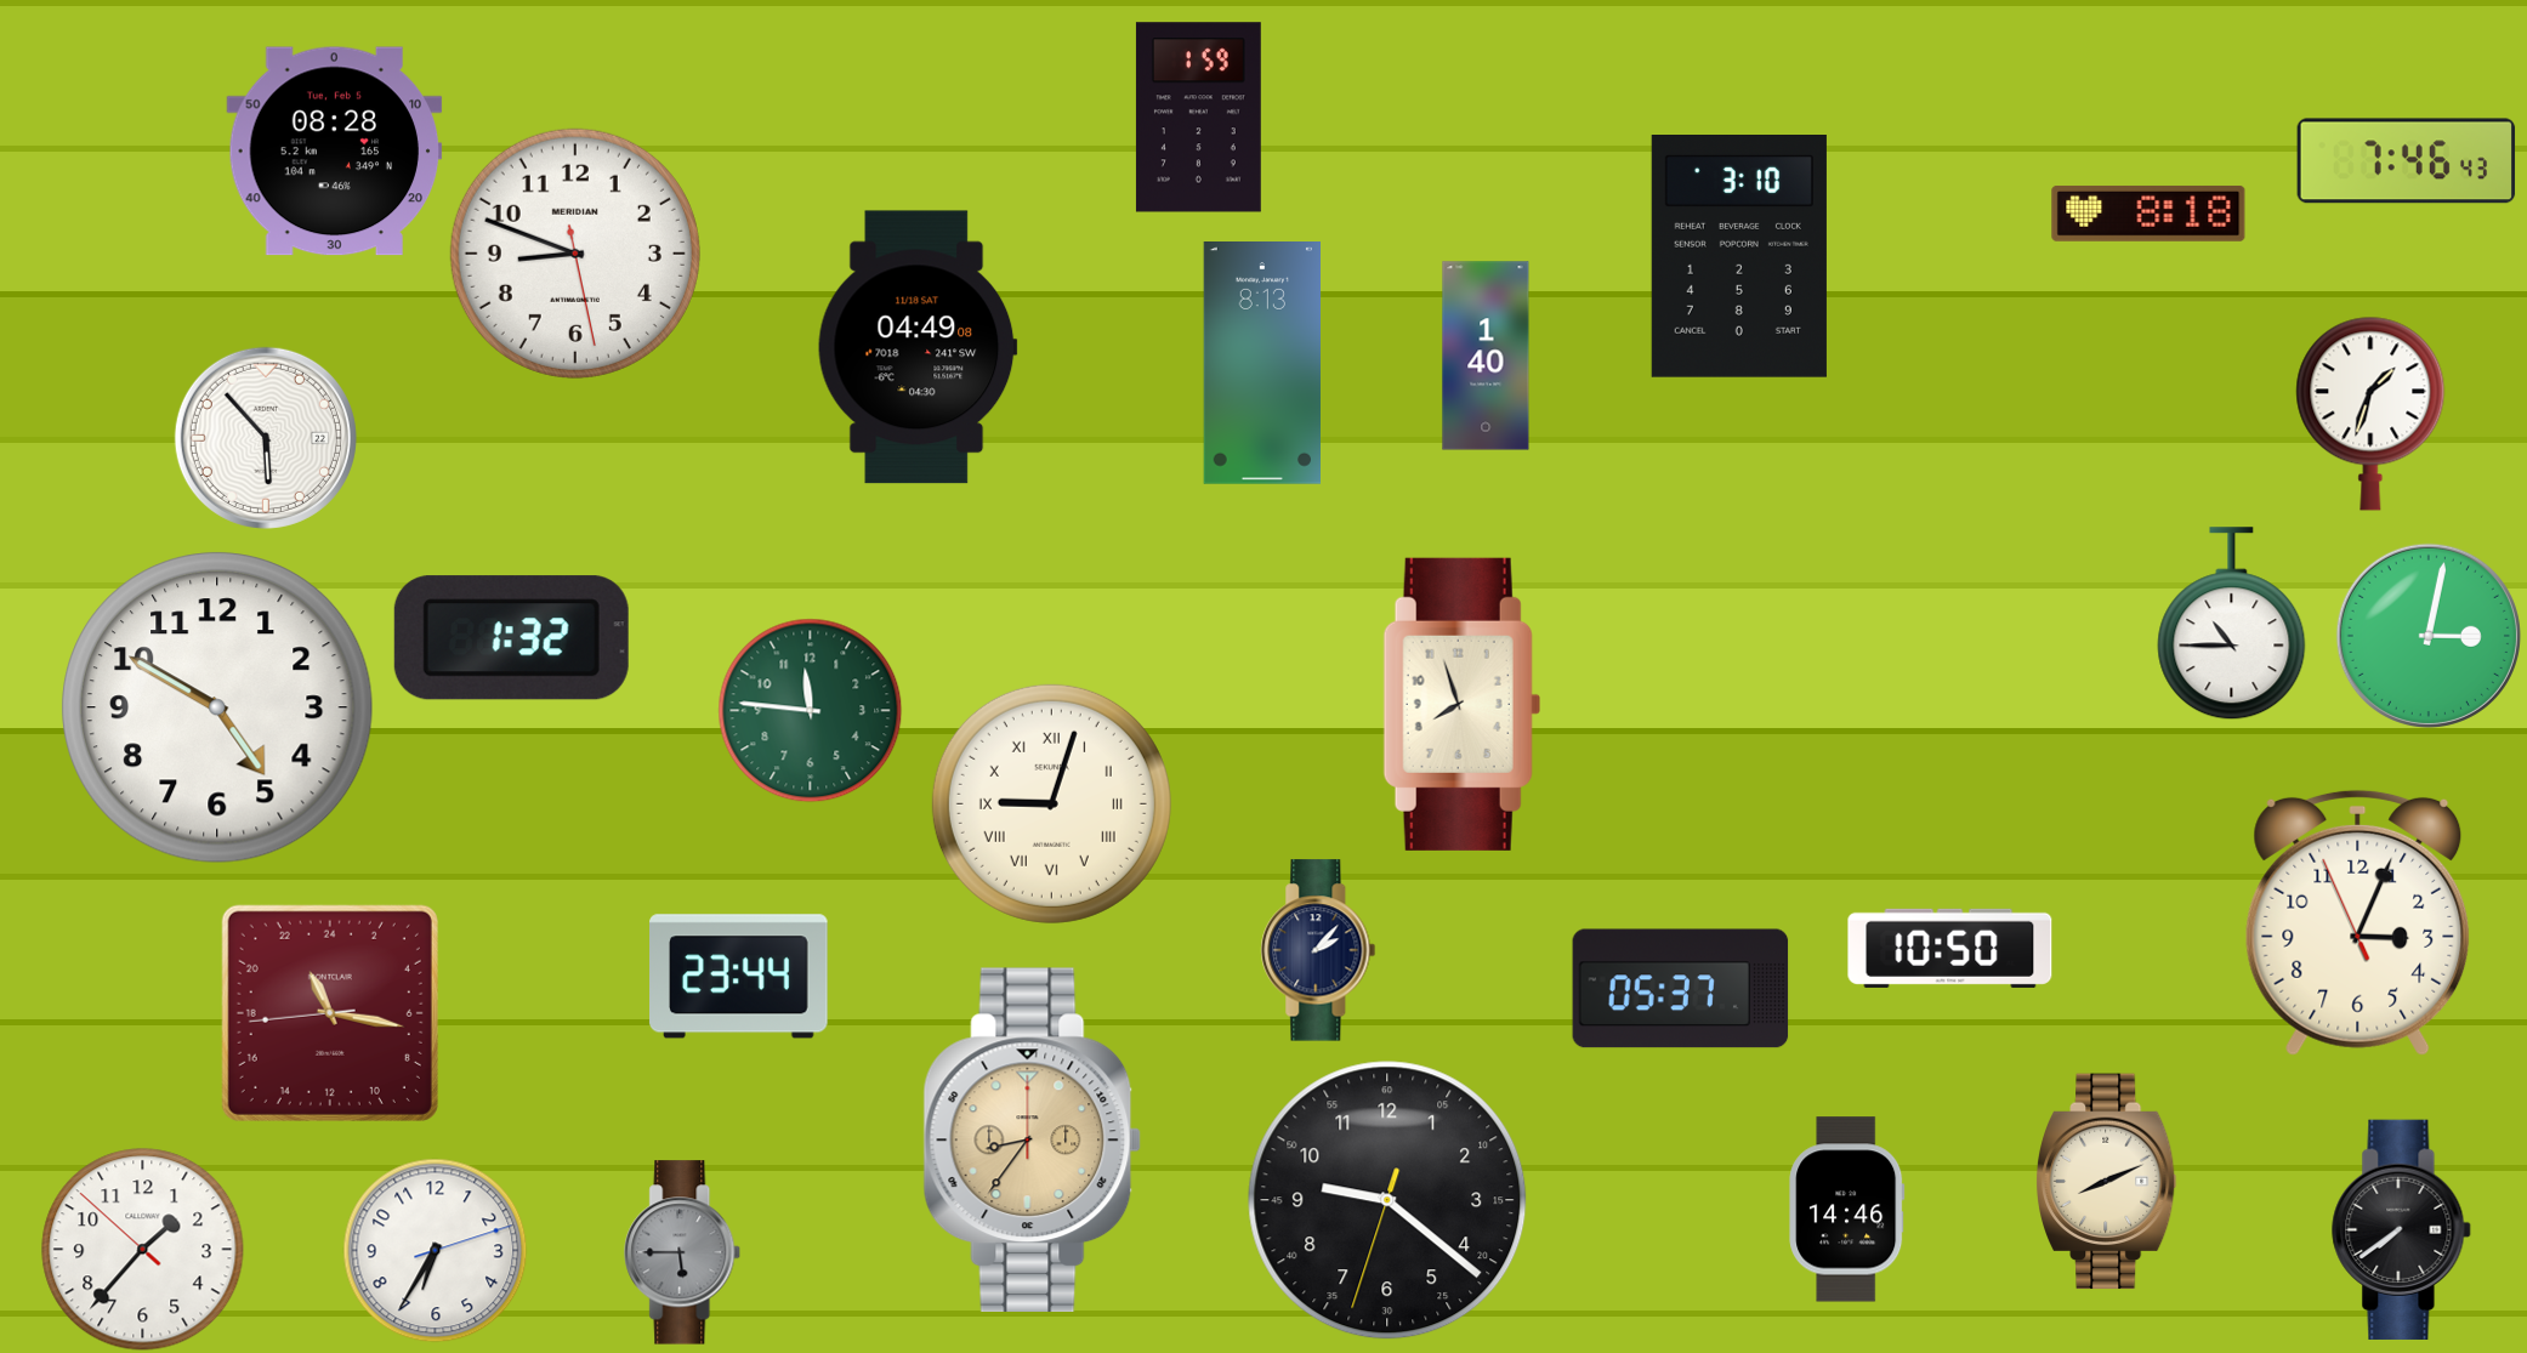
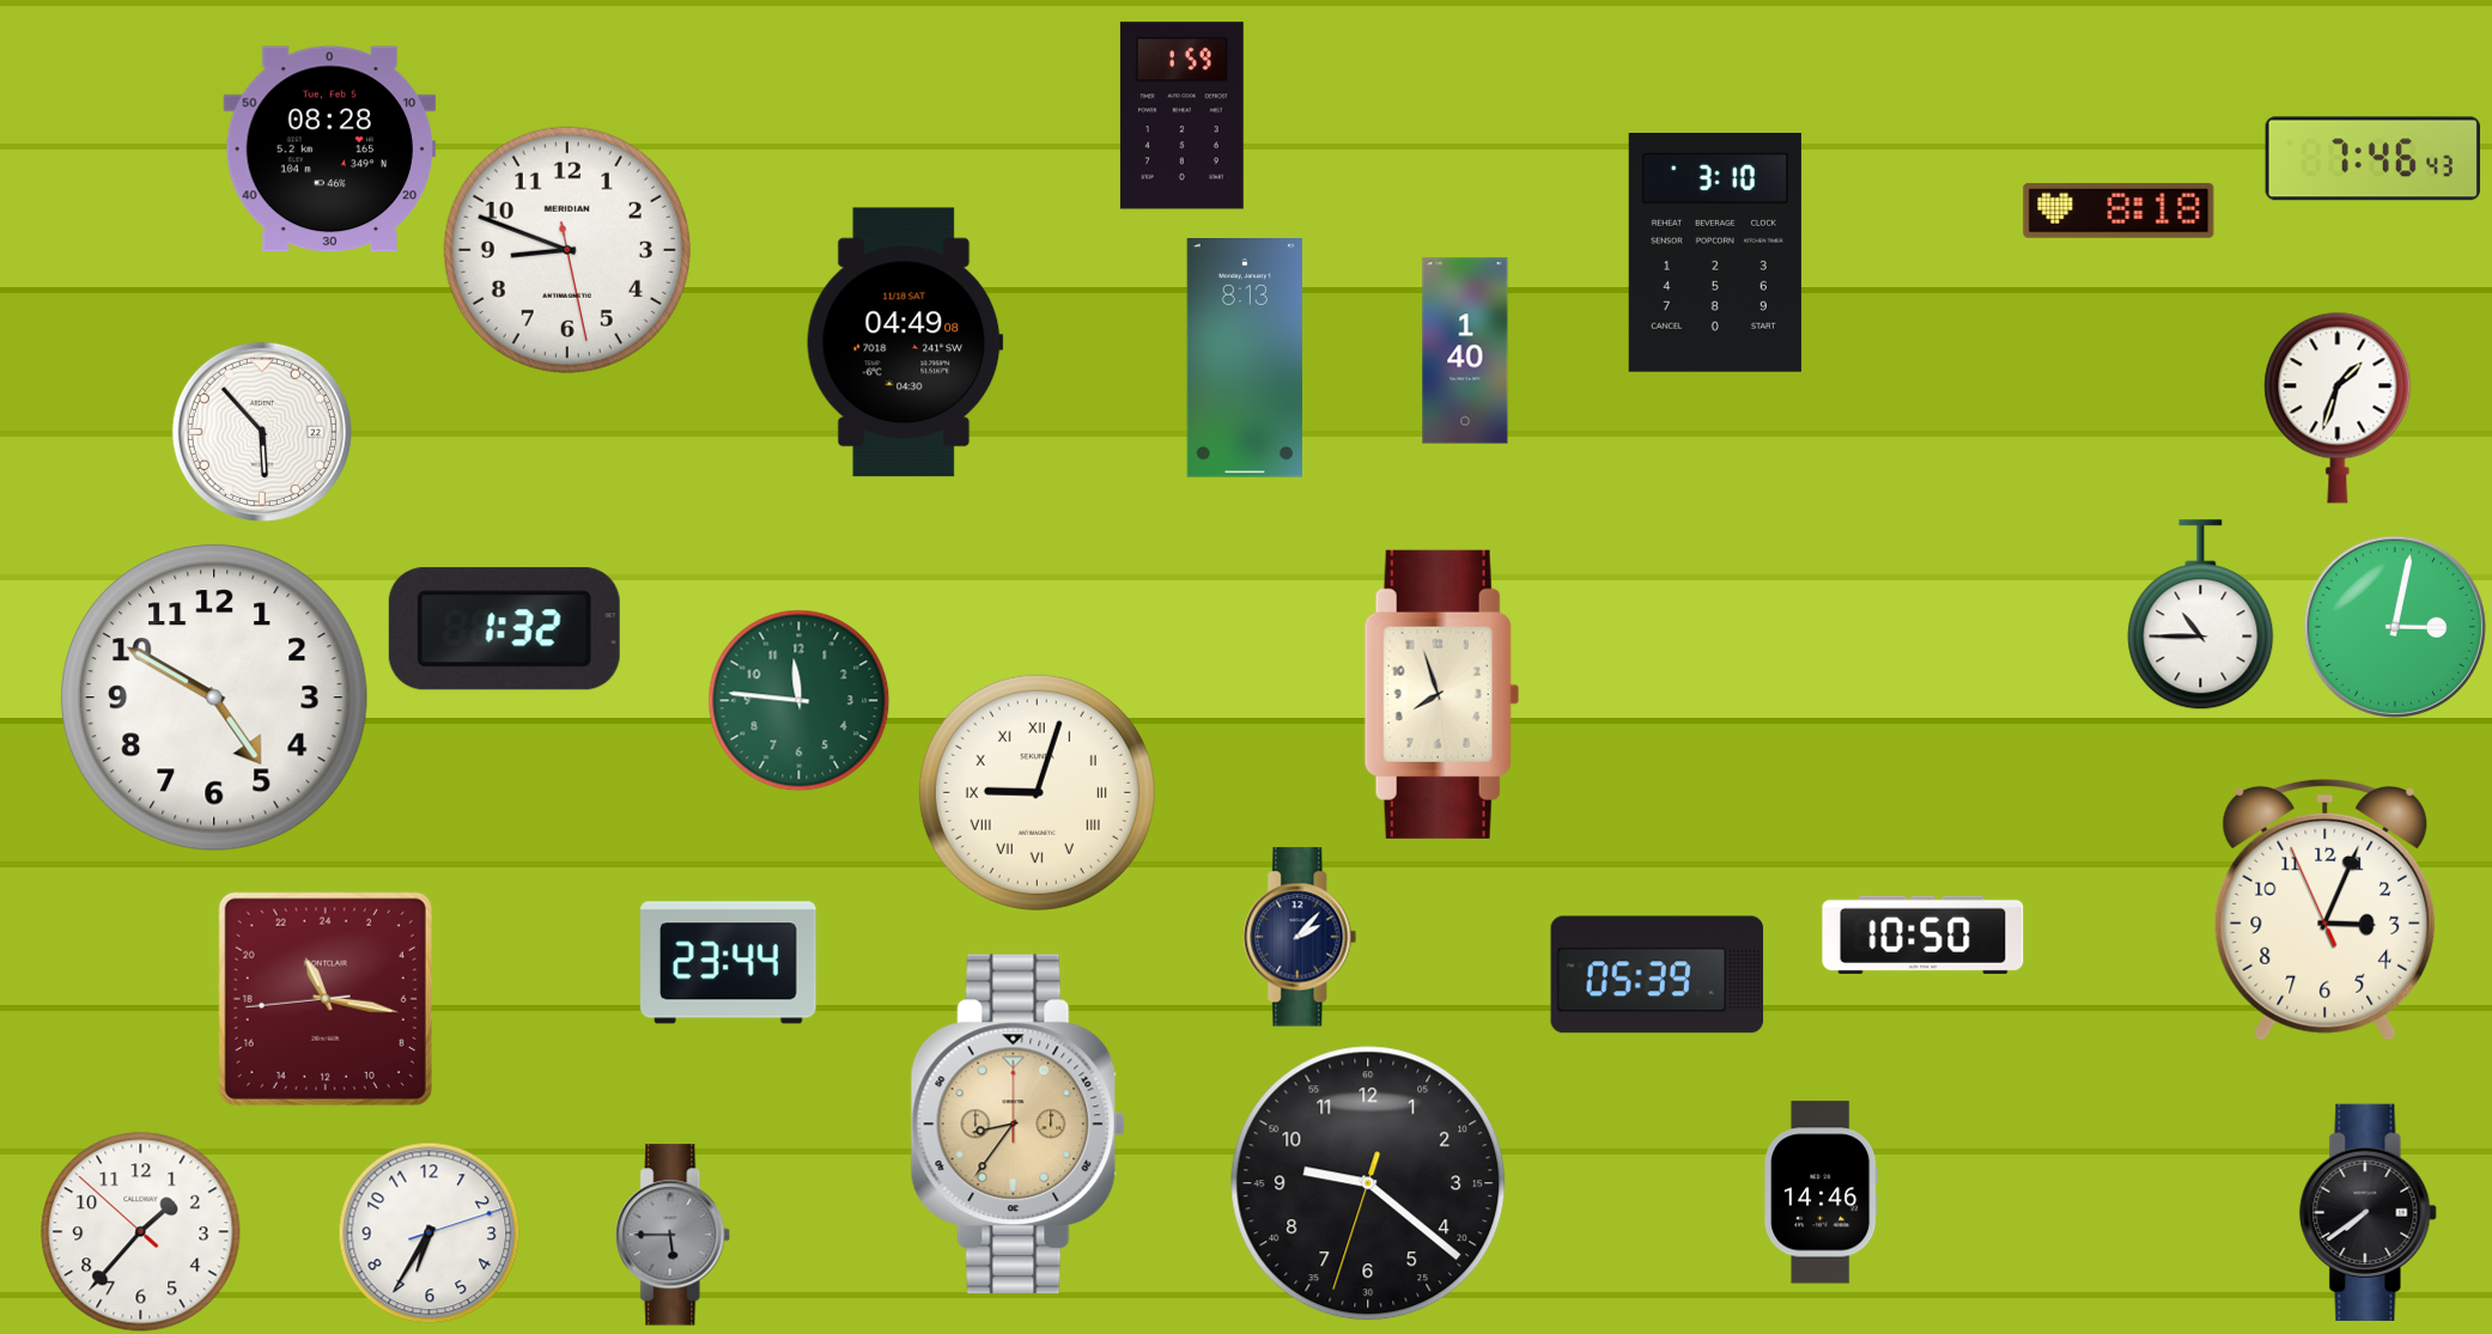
clock at (1681, 989): 05:37 -> 05:39
clock at (2106, 1182): 8:11 -> none
